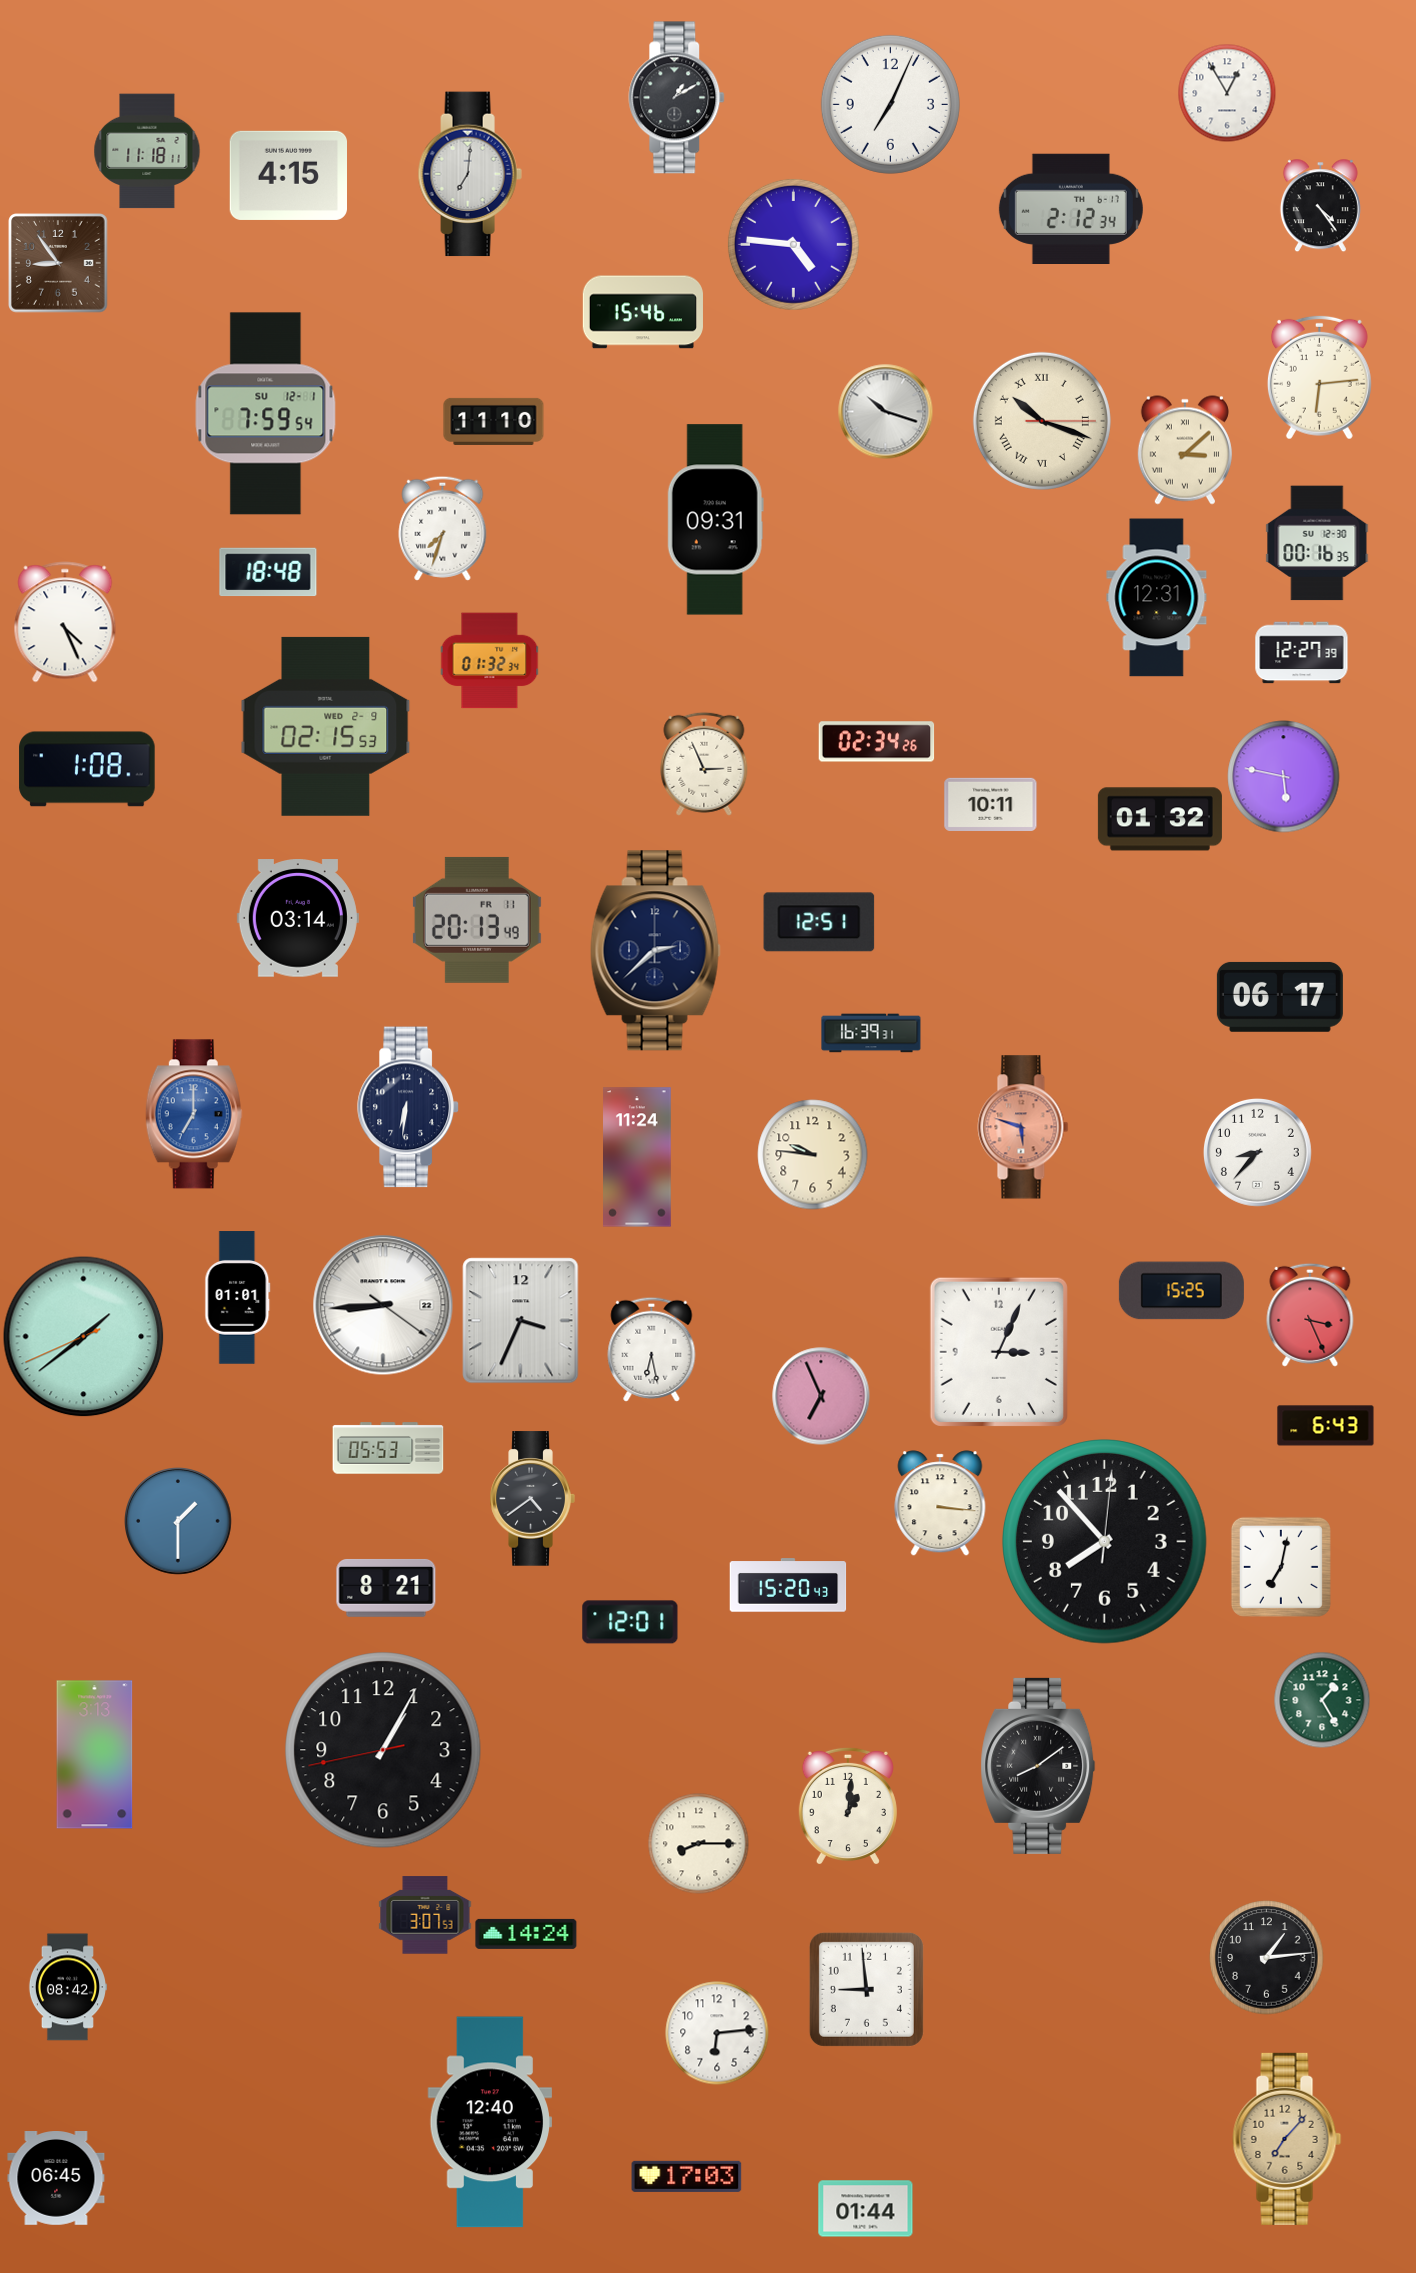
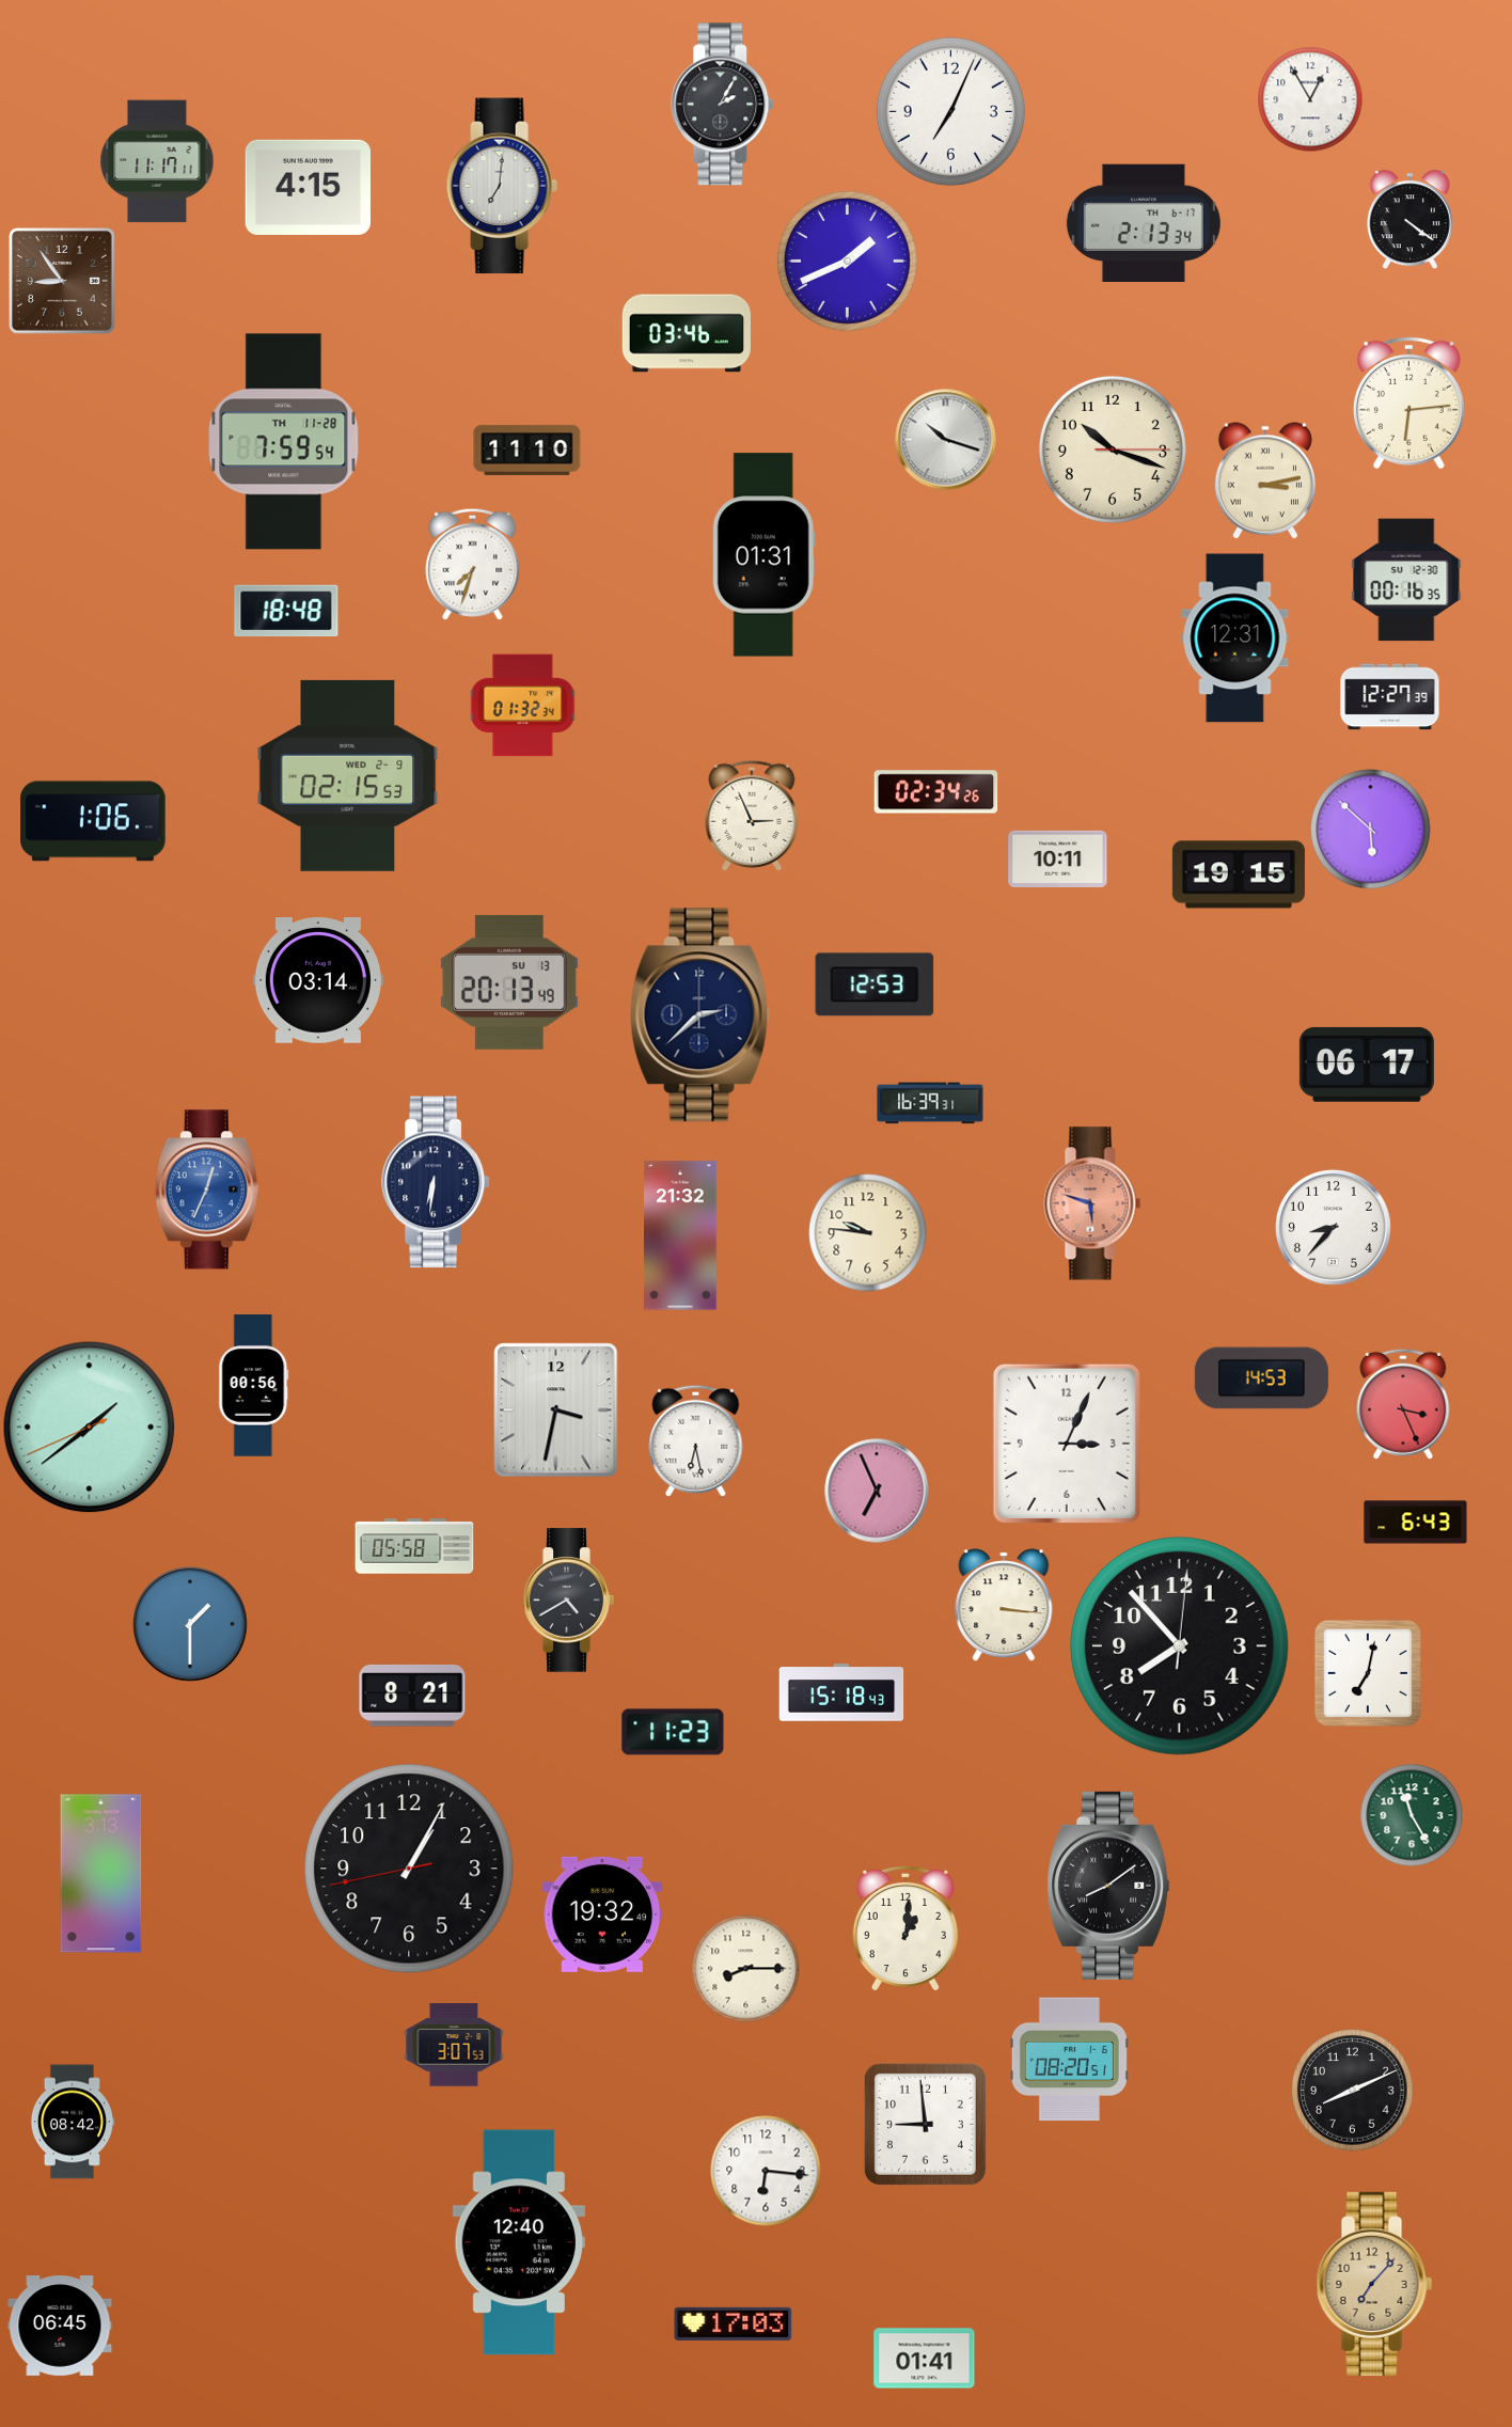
clock at (677, 98): 1:10 -> 2:05
clock at (147, 151): 11:18 -> 11:17
clock at (1320, 205): 4:24 -> 4:21
clock at (1071, 208): 2:12 -> 2:13
clock at (793, 244): 4:46 -> 1:41
clock at (642, 312): 15:46 -> 03:46
clock at (266, 414) date: SU 12-1 -> TH 11-28
clock at (1042, 421) numerals: Roman -> Arabic
clock at (1185, 450): 3:08 -> 3:13
clock at (715, 520): 09:31 -> 01:31
clock at (65, 622): 4:26 -> none
clock at (87, 769): 1:08 -> 1:06
clock at (1284, 777): 5:47 -> 5:52
clock at (1160, 819): 01:32 -> 19:15
clock at (477, 920) date: FR 11 -> SU 13
clock at (819, 922): 12:51 -> 12:53
clock at (194, 1114): 7:00 -> 12:34
clock at (1257, 1152) position: (1257, 1152) -> (1333, 1227)
clock at (638, 1157): 11:24 -> 21:32
clock at (1181, 1291): 15:25 -> 14:53
clock at (238, 1298): 01:01 -> 00:56
clock at (383, 1305): 8:44 -> none
clock at (1310, 1315) position: (1310, 1315) -> (1403, 1404)
clock at (521, 1321): 3:34 -> 3:32
clock at (388, 1448): 05:53 -> 05:58
clock at (532, 1499): 4:39 -> 4:40
clock at (788, 1585): 15:20 -> 15:18
clock at (630, 1622): 12:01 -> 11:23
clock at (1322, 1700): 1:25 -> 11:25
clock at (602, 1914): none -> 19:32
clock at (1069, 2060): none -> 08:20
clock at (526, 1934): 14:24 -> none
clock at (1267, 1958): 1:14 -> 8:11
clock at (717, 2033): 6:14 -> 6:16
clock at (489, 2122) position: (489, 2122) -> (518, 2242)
clock at (866, 2209): 01:44 -> 01:41
